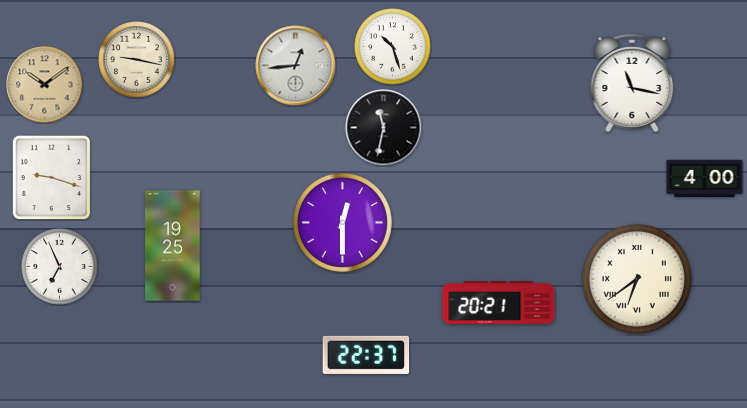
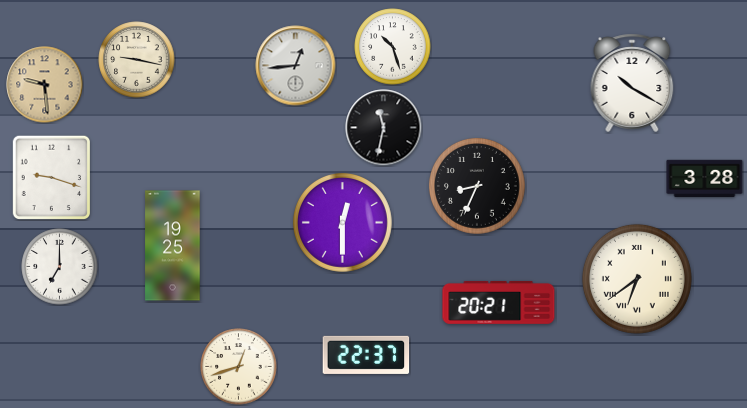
clock at (632, 83): 11:17 -> 10:20
clock at (45, 85): 10:09 -> 9:29
clock at (705, 179): 4:00 -> 3:28
clock at (478, 187): none -> 8:34
clock at (60, 267): 6:56 -> 7:00
clock at (239, 367): none -> 12:42
